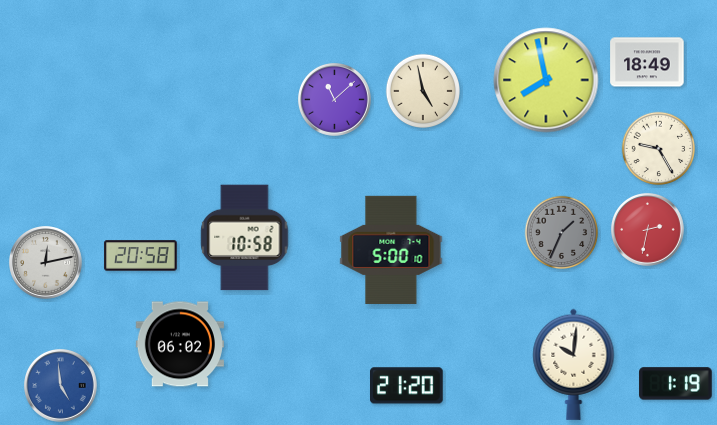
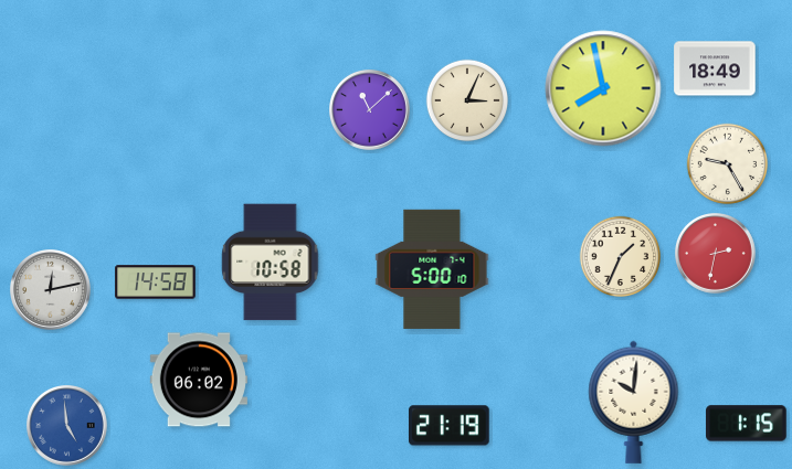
clock at (423, 91): 4:58 -> 3:04
clock at (562, 233) dial: grey -> cream
clock at (391, 250) position: (391, 250) -> (432, 269)
clock at (141, 256): 20:58 -> 14:58
clock at (676, 384): 1:19 -> 1:15
clock at (407, 386): 21:20 -> 21:19
